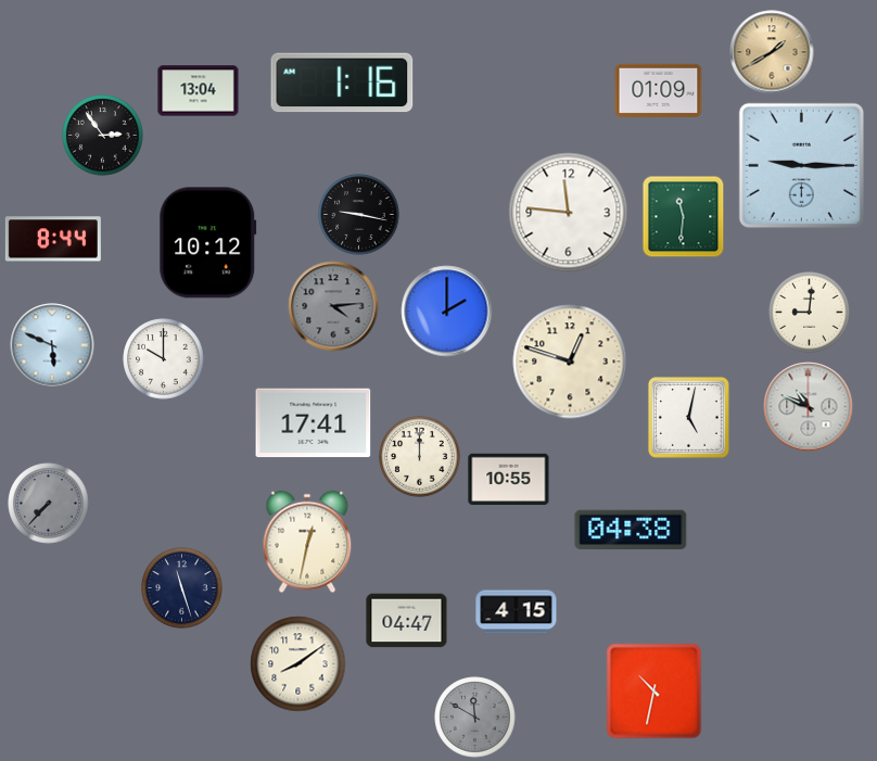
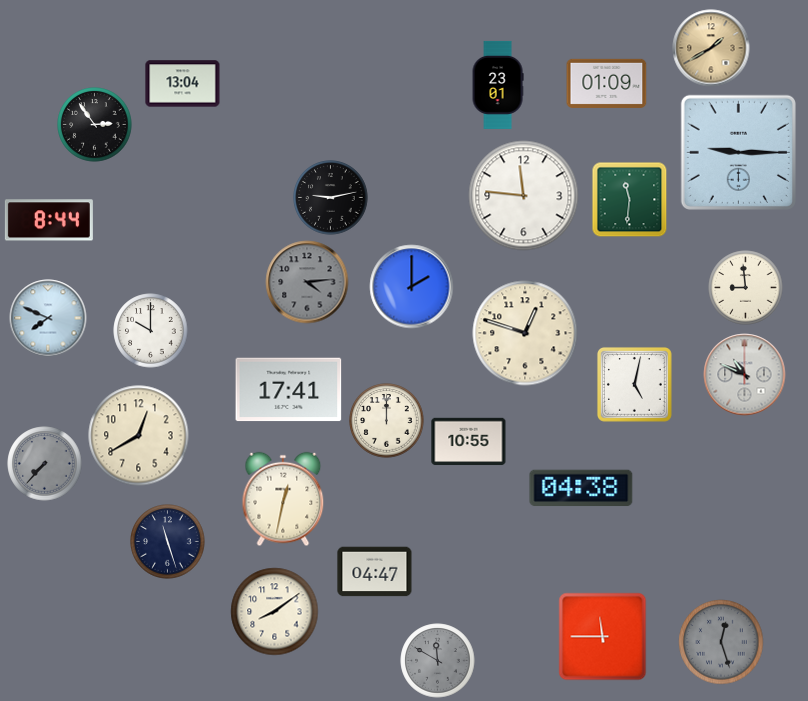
clock at (342, 83): 1:16 -> none
clock at (498, 85): none -> 23:01
clock at (359, 215): 9:17 -> 9:13
clock at (208, 243): 10:12 -> none
clock at (810, 313): 9:01 -> 8:59
clock at (52, 345): 5:49 -> 7:49
clock at (139, 436): none -> 12:40
clock at (517, 612): 4:15 -> none
clock at (654, 692): 10:32 -> 11:45
clock at (721, 642): none -> 12:27
